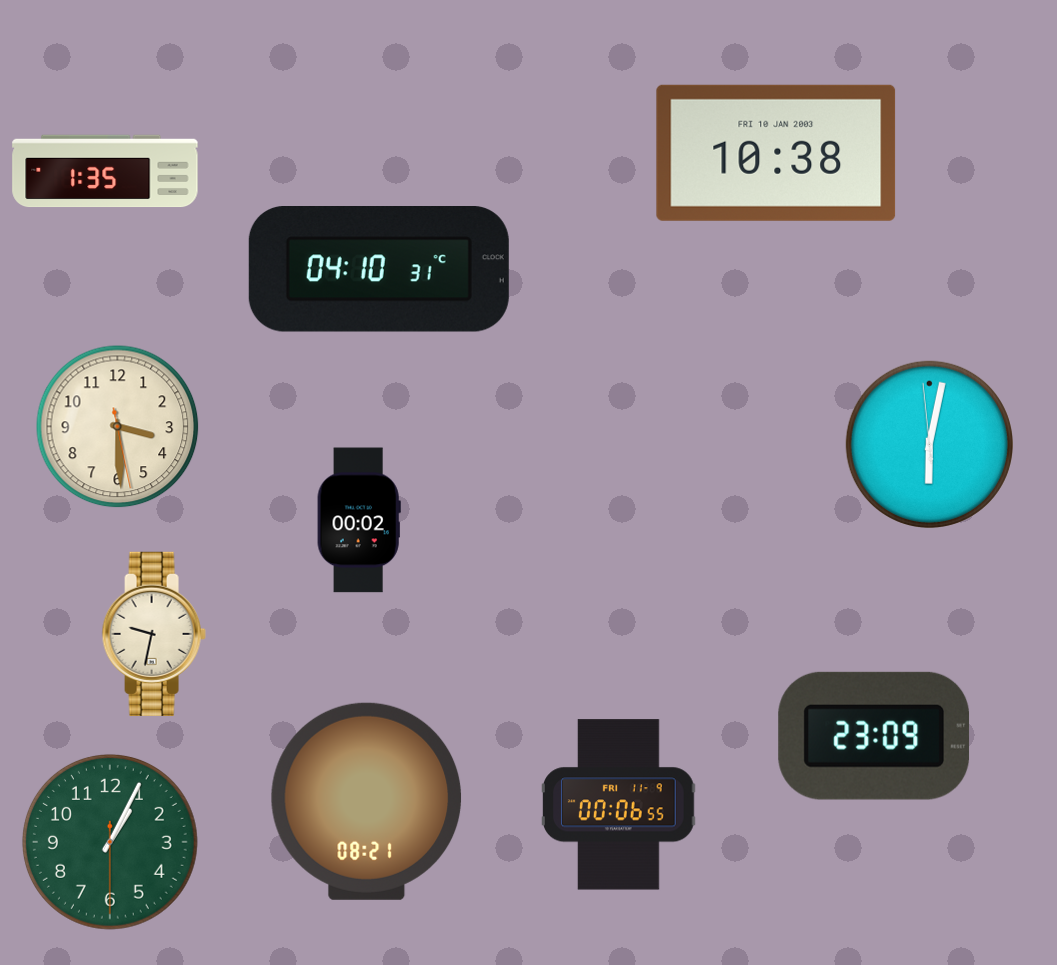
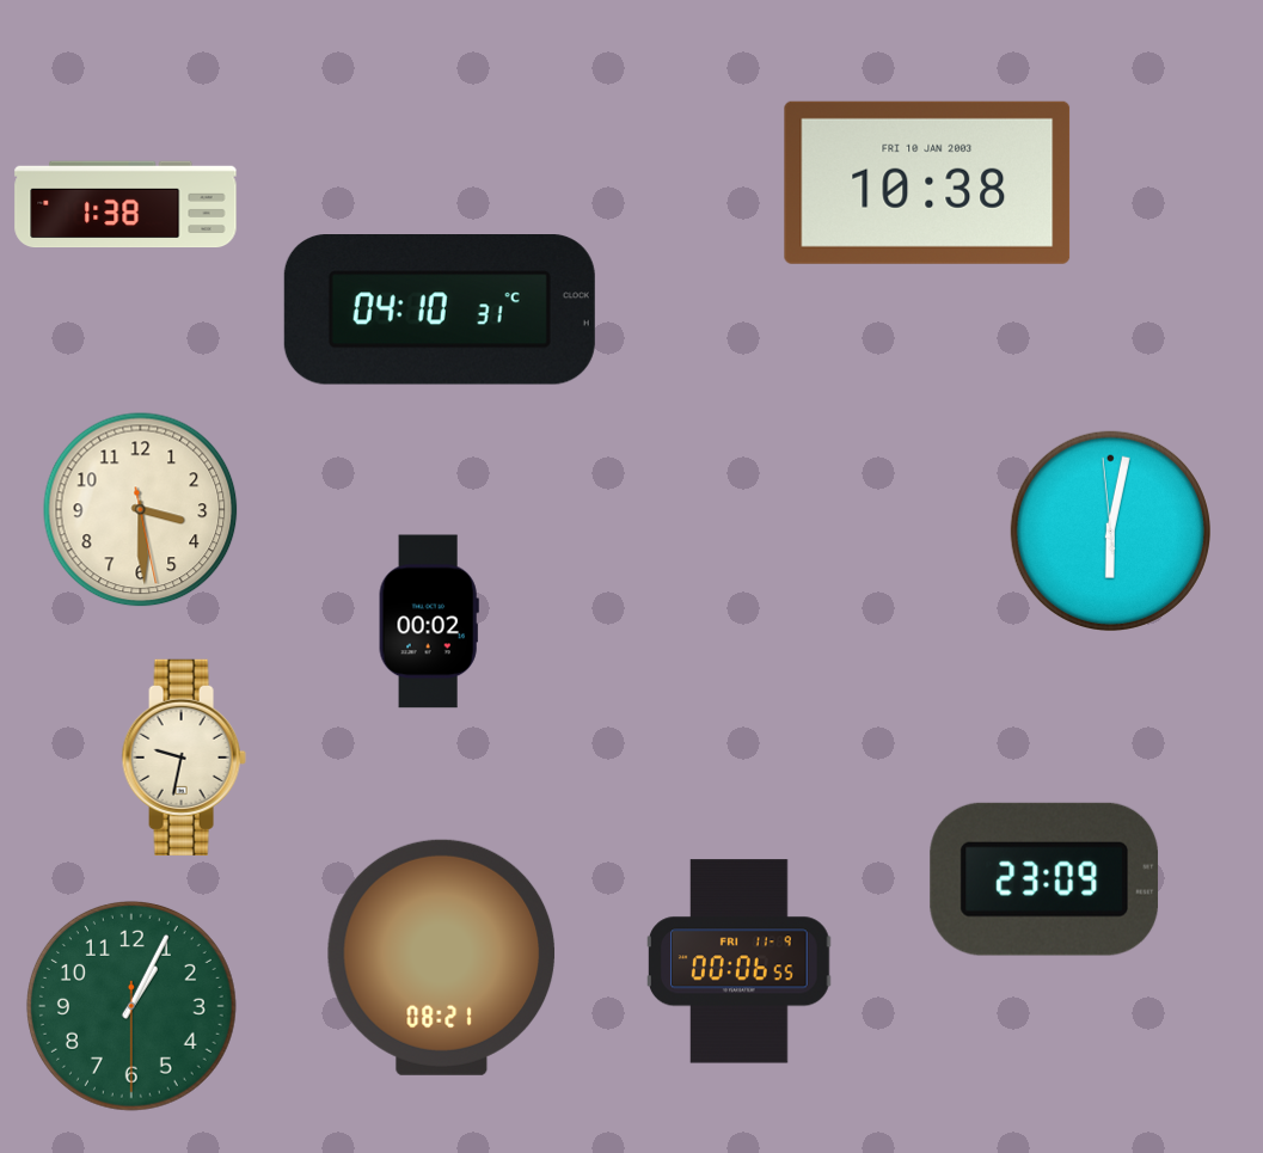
clock at (105, 171): 1:35 -> 1:38
clock at (379, 270) position: (379, 270) -> (440, 311)
clock at (367, 801) position: (367, 801) -> (442, 957)
